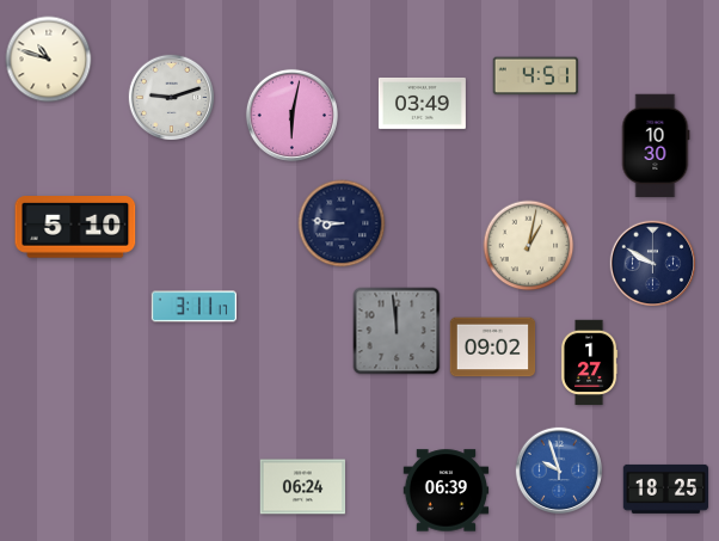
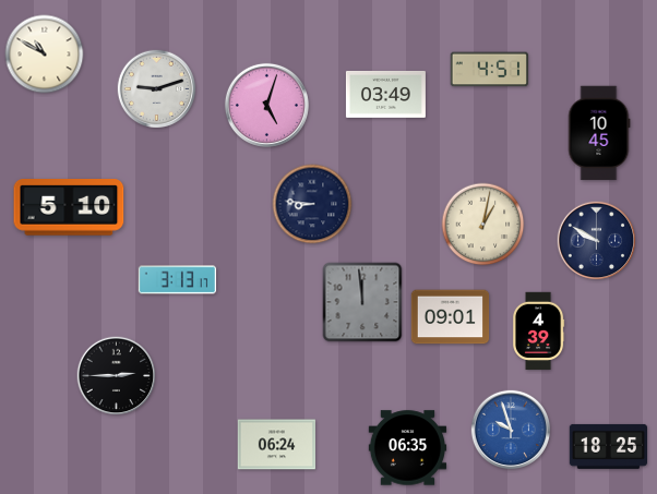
clock at (49, 60): 10:48 -> 10:50
clock at (291, 115): 6:02 -> 5:03
clock at (656, 146): 10:30 -> 10:45
clock at (195, 307): 3:11 -> 3:13
clock at (493, 348): 09:02 -> 09:01
clock at (589, 363): 1:27 -> 4:39
clock at (117, 376): none -> 2:45
clock at (447, 491): 06:39 -> 06:35
